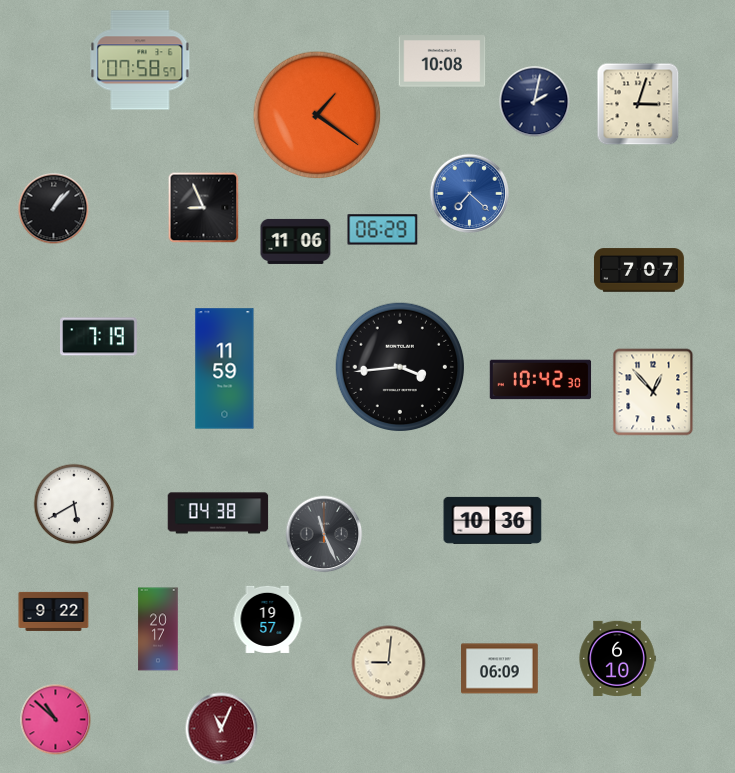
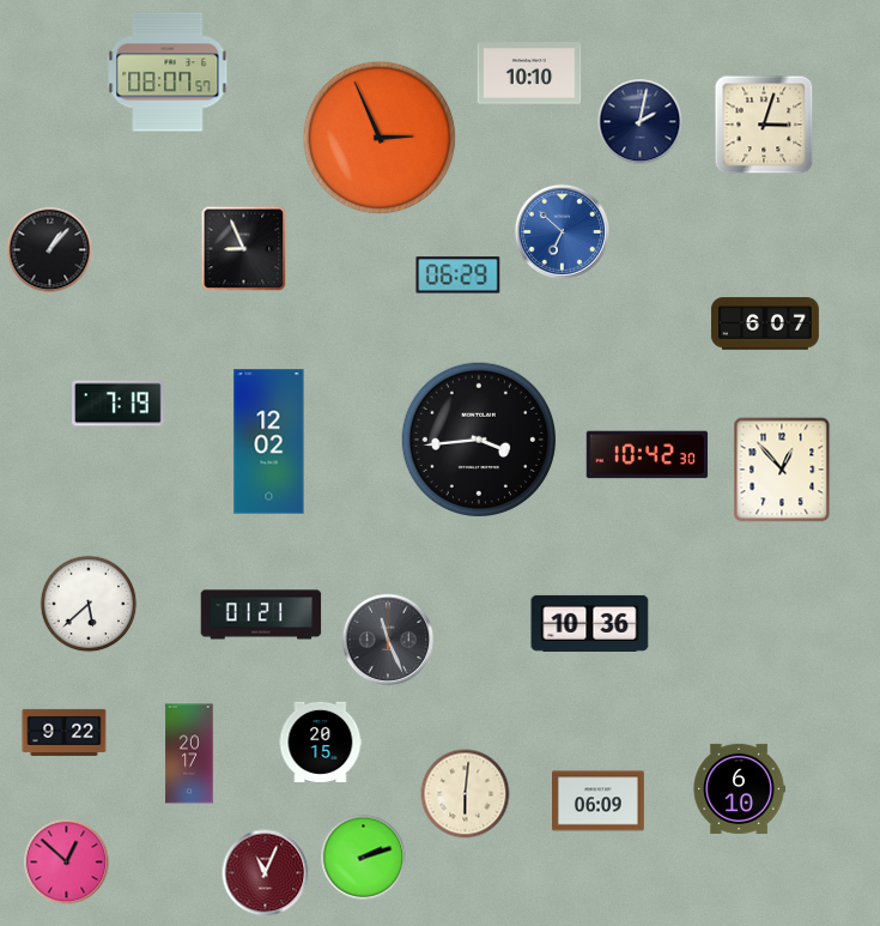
clock at (140, 60): 07:58 -> 08:07
clock at (442, 61): 10:08 -> 10:10
clock at (317, 115): 1:21 -> 2:56
clock at (470, 194): 7:22 -> 6:52
clock at (54, 209) position: (54, 209) -> (50, 250)
clock at (296, 241): 11:06 -> none
clock at (639, 270): 7:07 -> 6:07
clock at (225, 369): 11:59 -> 12:02
clock at (74, 504): 5:40 -> 5:38
clock at (218, 513): 04:38 -> 01:21
clock at (268, 619): 19:57 -> 20:15
clock at (389, 663): 9:01 -> 6:01
clock at (364, 858): none -> 2:12
clock at (56, 720): 10:52 -> 12:52
